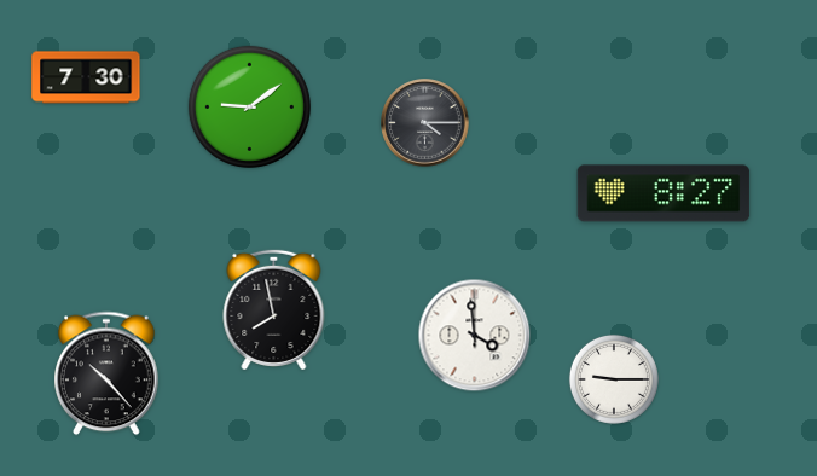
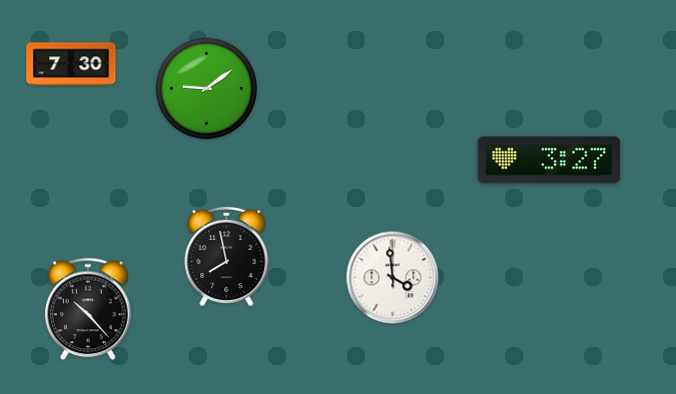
clock at (425, 123): 4:15 -> none
clock at (664, 193): 8:27 -> 3:27
clock at (614, 379): 9:15 -> none
